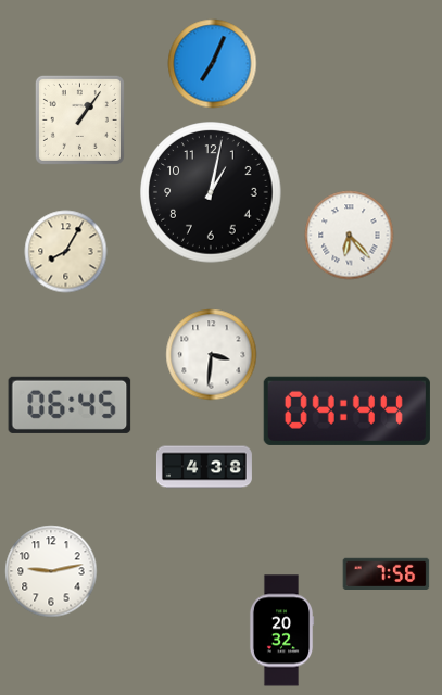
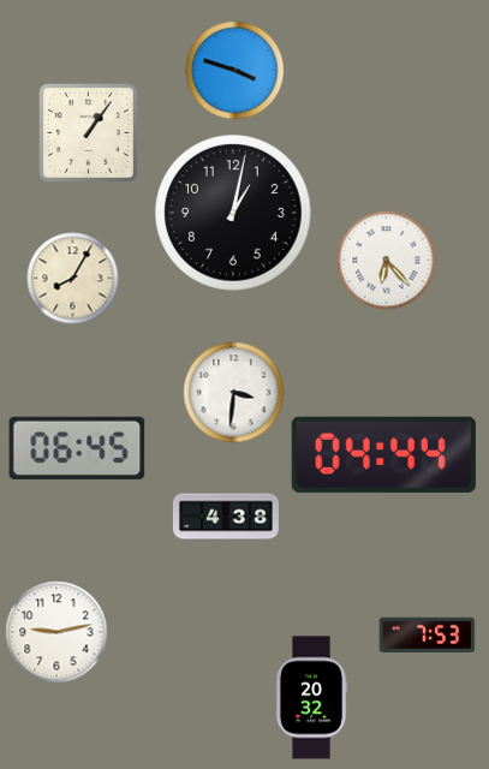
clock at (213, 64): 7:04 -> 3:48
clock at (387, 573): 7:56 -> 7:53
